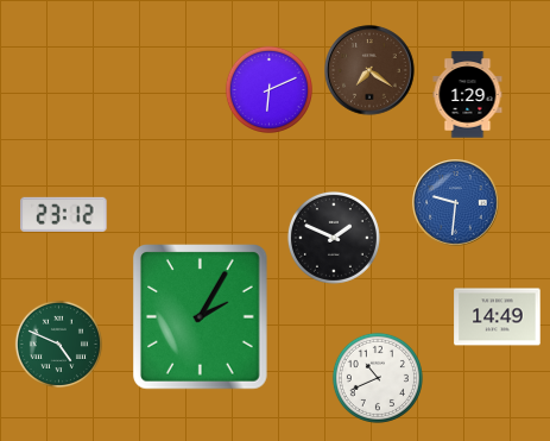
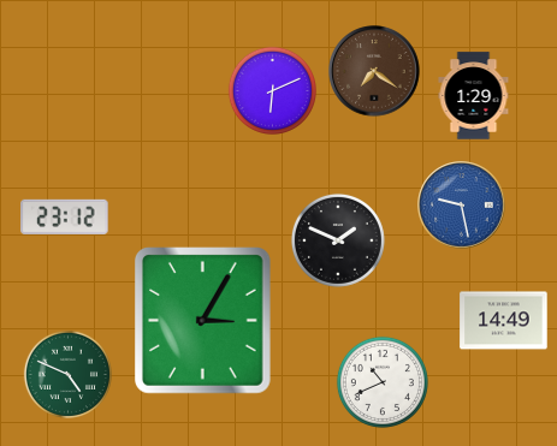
clock at (456, 203): 9:31 -> 9:28
clock at (201, 317): 2:05 -> 3:05
clock at (58, 344) position: (58, 344) -> (67, 374)
